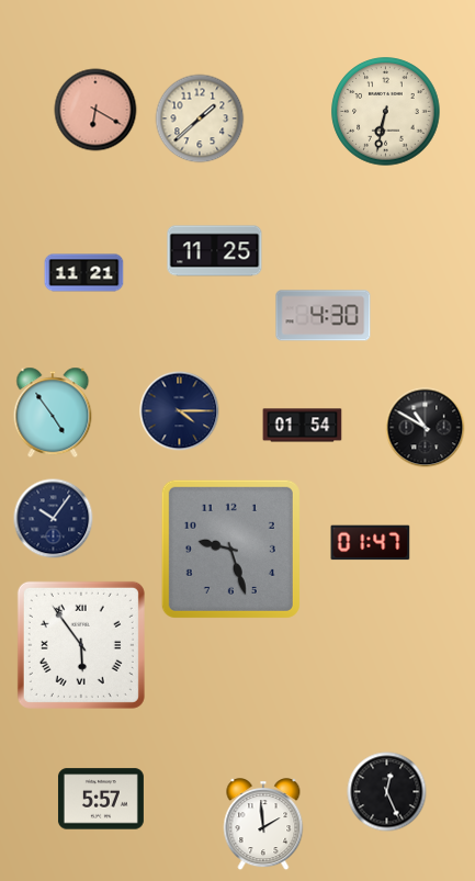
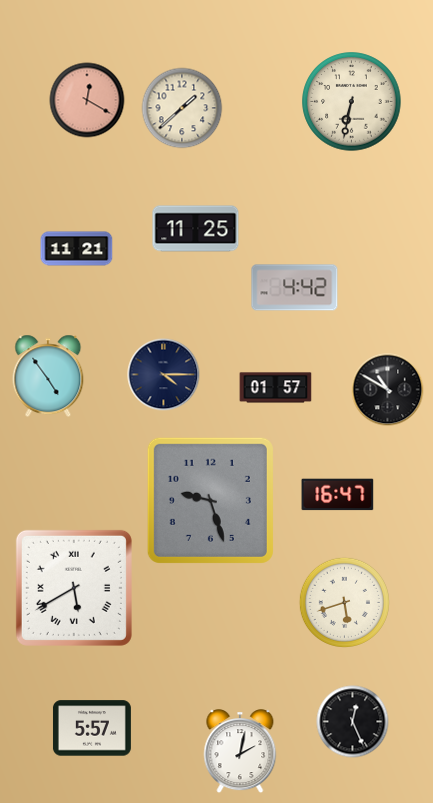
clock at (95, 110): 6:20 -> 12:20
clock at (324, 316): 4:30 -> 4:42
clock at (303, 426): 01:54 -> 01:57
clock at (54, 519): 10:06 -> none
clock at (371, 543): 01:47 -> 16:47
clock at (81, 645): 5:54 -> 5:40
clock at (344, 602): none -> 5:42
clock at (263, 825): 1:59 -> 2:02
